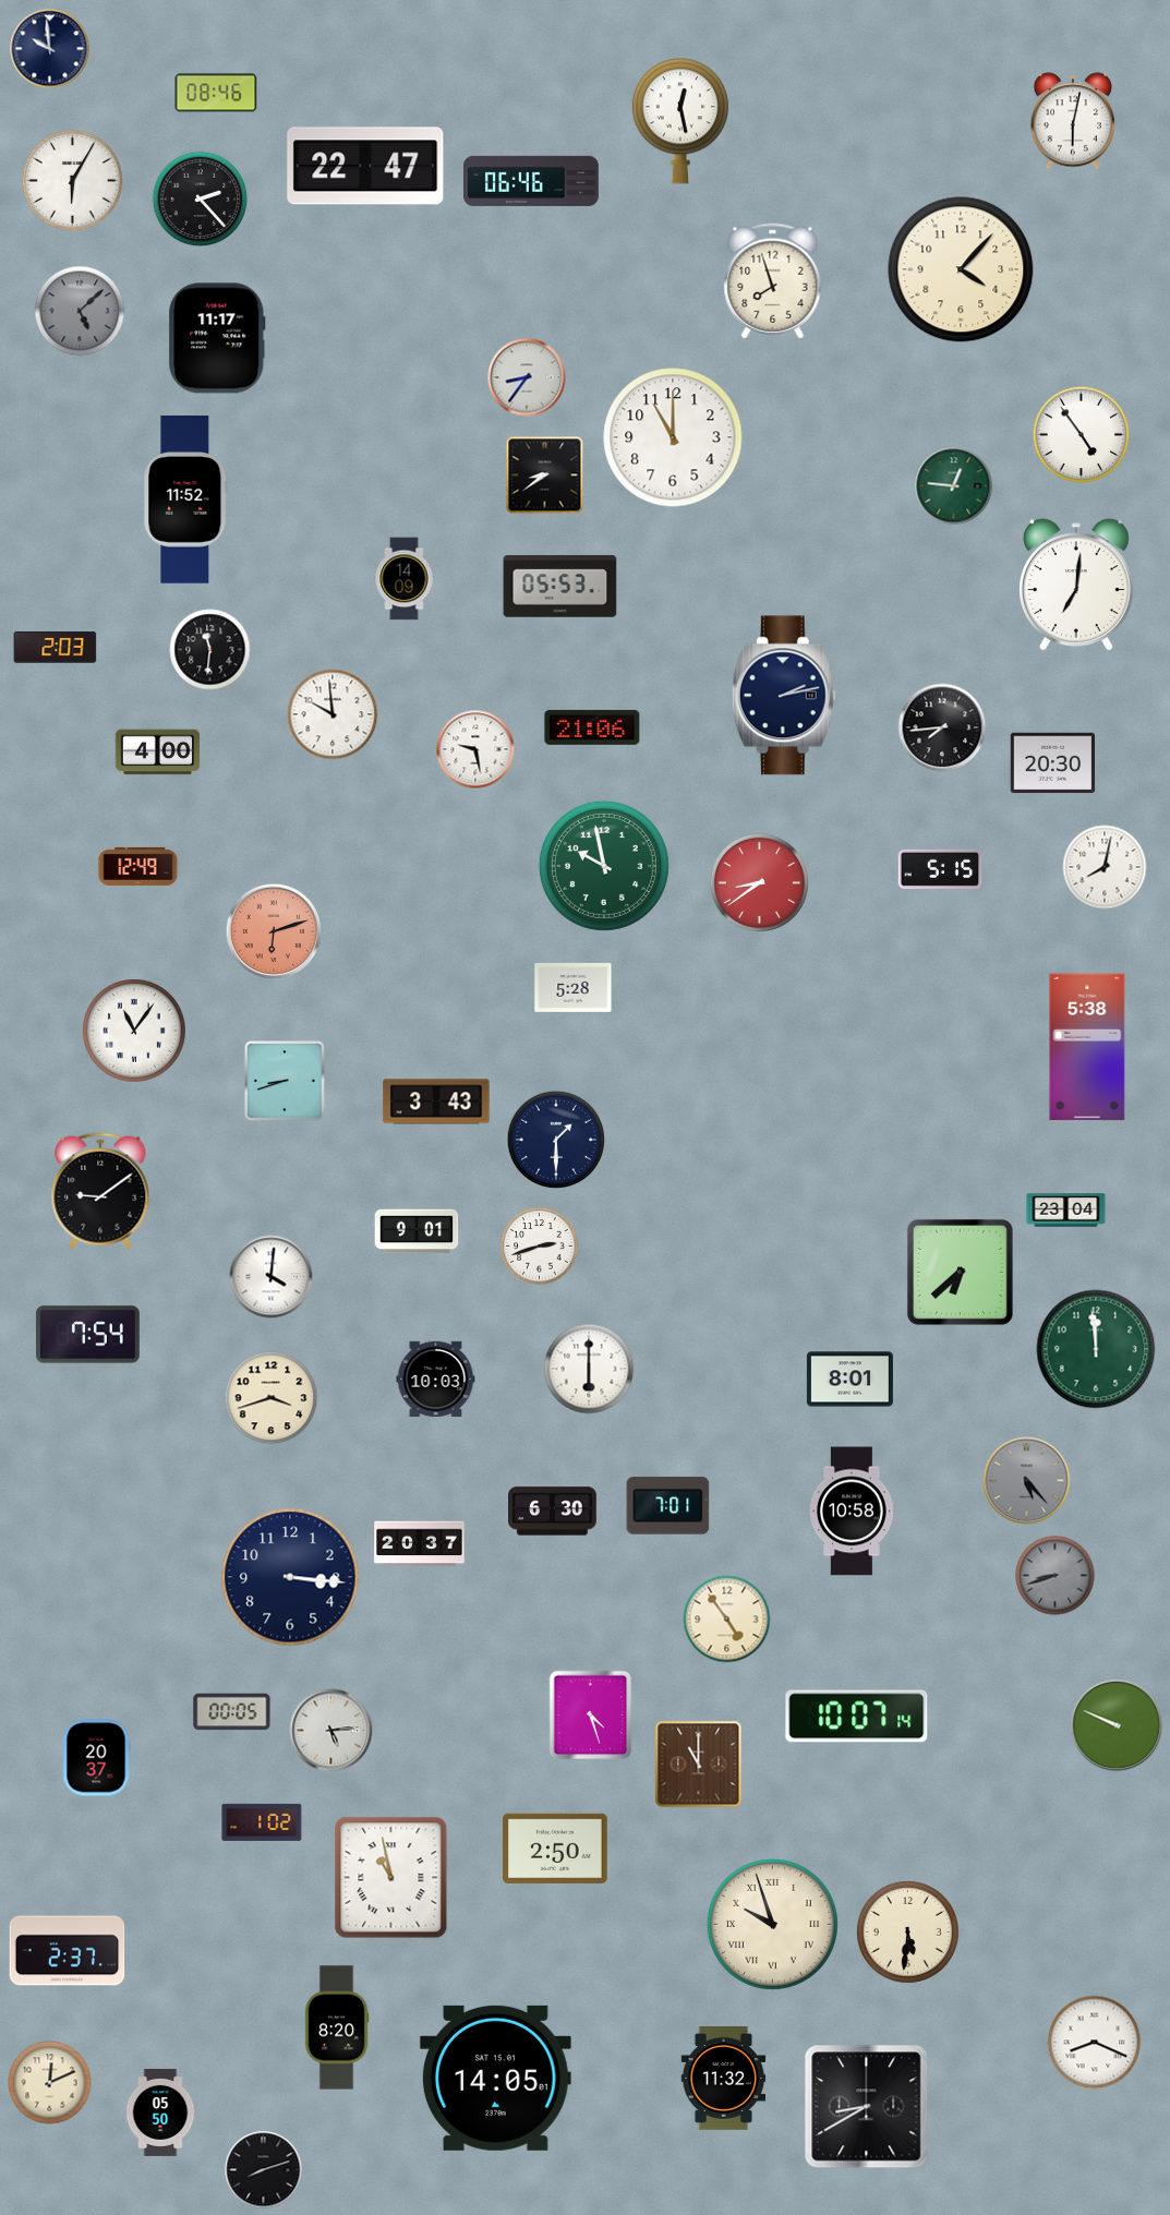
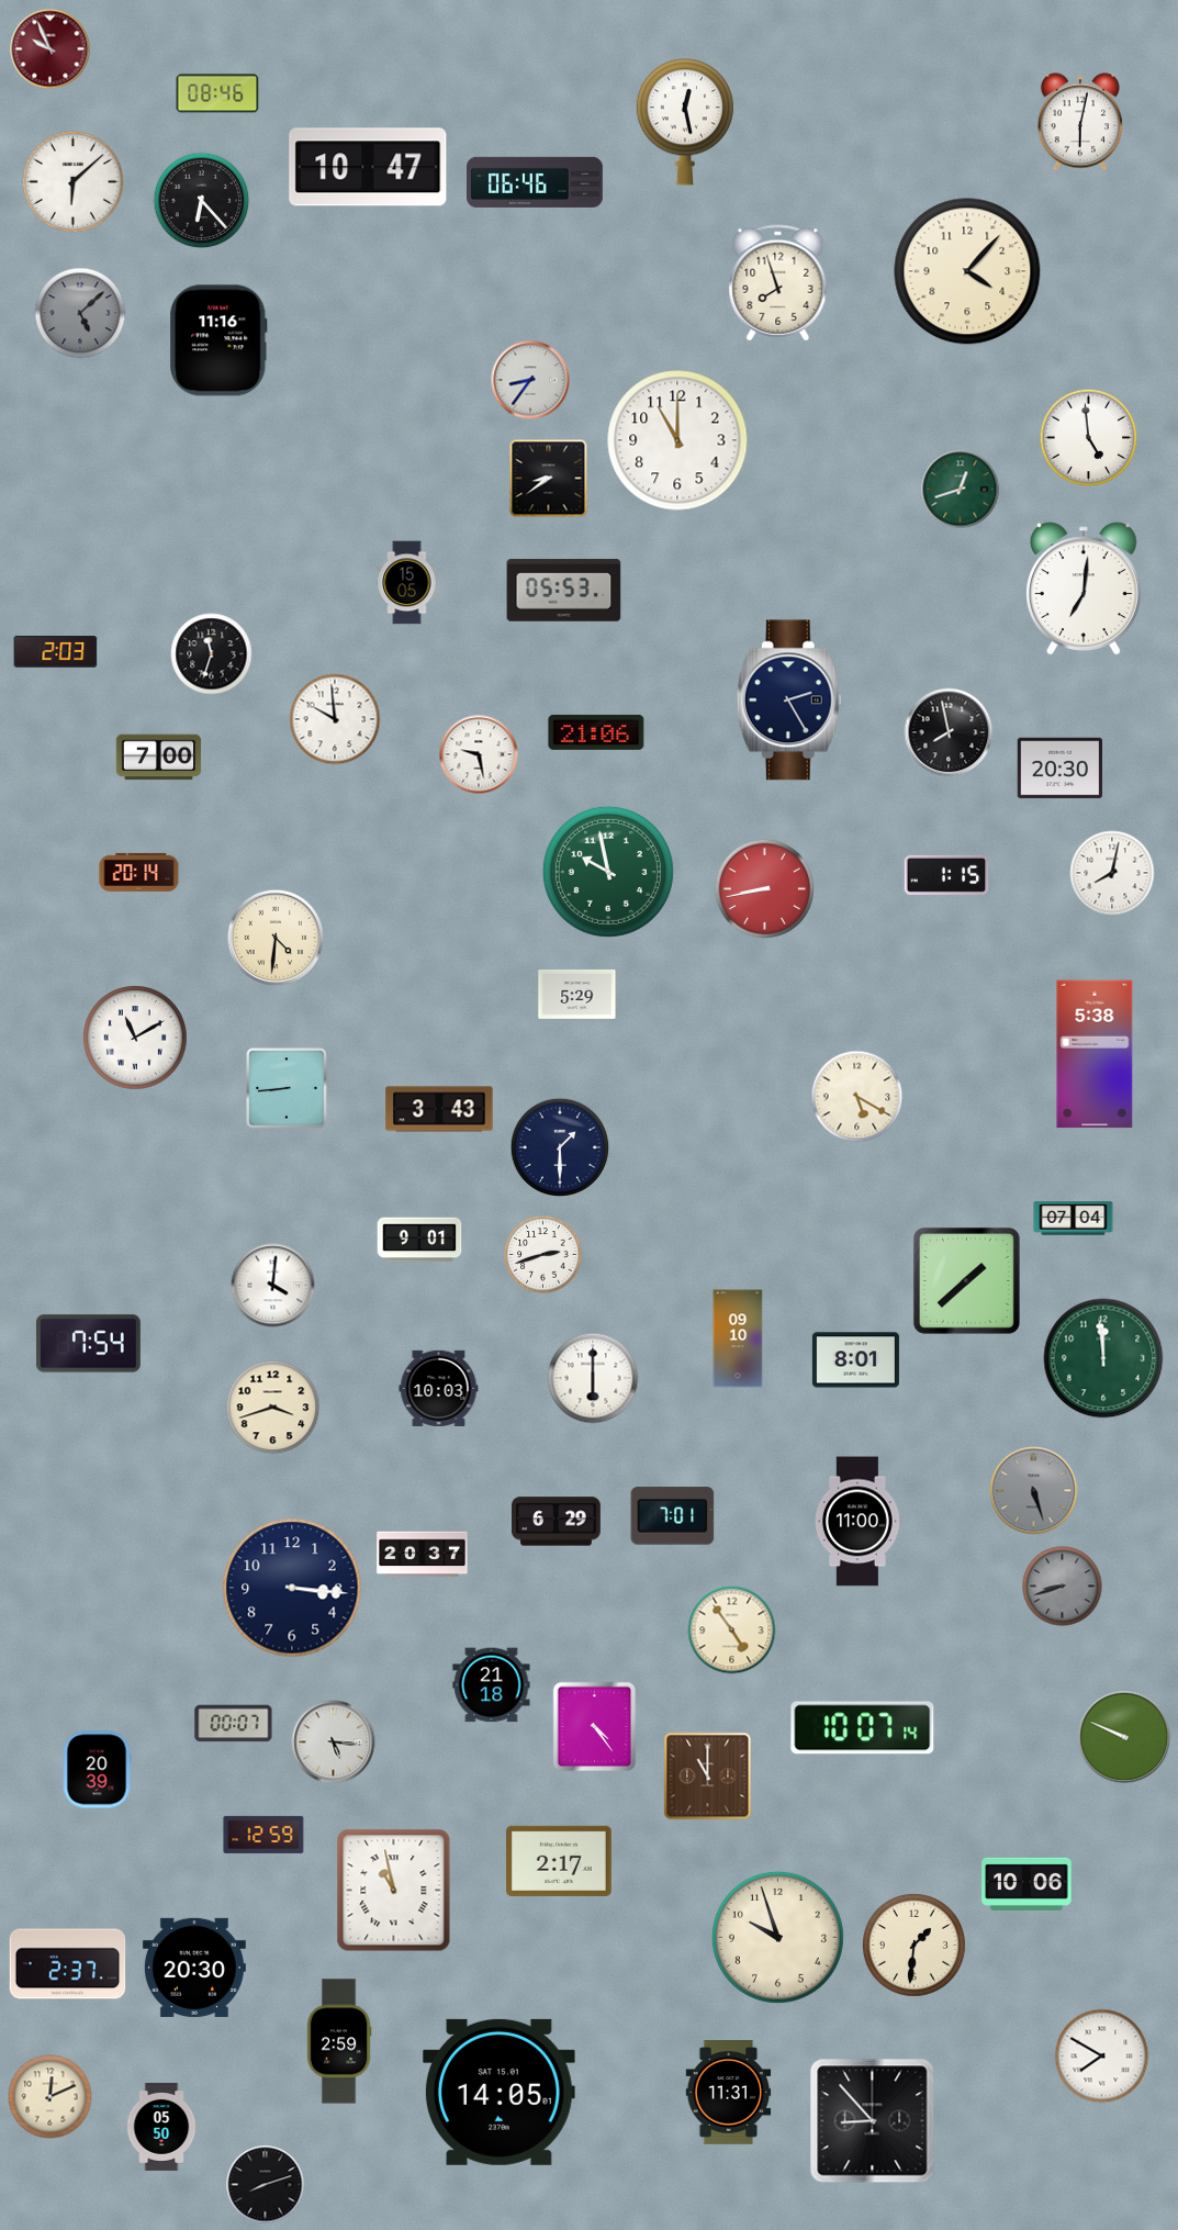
clock at (50, 49): 9:59 -> 9:56
clock at (50, 49) dial: navy -> burgundy
clock at (365, 166): 22:47 -> 10:47
clock at (72, 180): 6:05 -> 6:08
clock at (201, 200): 2:23 -> 6:23
clock at (217, 338): 11:17 -> 11:16
clock at (1082, 435): 4:54 -> 4:59
clock at (954, 486): 12:46 -> 12:42
clock at (185, 499): 11:52 -> none
clock at (405, 579): 14:09 -> 15:05
clock at (210, 650): 11:31 -> 11:33
clock at (783, 696): 2:13 -> 2:25
clock at (942, 727): 7:44 -> 7:58
clock at (158, 753): 4:00 -> 7:00
clock at (138, 866): 12:49 -> 20:14
clock at (940, 869): 5:15 -> 1:15
clock at (759, 882): 8:39 -> 8:43
clock at (274, 931): 6:12 -> 4:31
clock at (274, 931) dial: salmon -> cream
clock at (574, 987): 5:28 -> 5:29
clock at (135, 1032): 11:06 -> 11:10
clock at (285, 1081): 8:42 -> 8:44
clock at (857, 1097): none -> 5:20
clock at (100, 1191): 9:09 -> none
clock at (1066, 1211): 23:04 -> 07:04
clock at (960, 1272): 6:38 -> 1:38
clock at (738, 1338): none -> 09:10
clock at (849, 1380) position: (849, 1380) -> (855, 1360)
clock at (1027, 1481): 5:23 -> 5:27
clock at (553, 1512): 6:30 -> 6:29
clock at (853, 1512): 10:58 -> 11:00
clock at (492, 1685): none -> 21:18
clock at (232, 1712): 00:05 -> 00:07
clock at (591, 1716): 4:27 -> 4:24
clock at (331, 1731): 5:14 -> 5:16
clock at (96, 1758): 20:37 -> 20:39
clock at (699, 1765) position: (699, 1765) -> (708, 1777)
clock at (262, 1822): 1:02 -> 12:59
clock at (556, 1849): 2:50 -> 2:17
clock at (1026, 1884): none -> 10:06
clock at (772, 1924) numerals: Roman -> Arabic
clock at (907, 1931): 5:31 -> 1:31
clock at (194, 1968): none -> 20:30
clock at (337, 2027): 8:20 -> 2:59
clock at (1095, 2043): 8:19 -> 7:50
clock at (724, 2079): 11:32 -> 11:31
clock at (867, 2107): 8:40 -> 8:53
